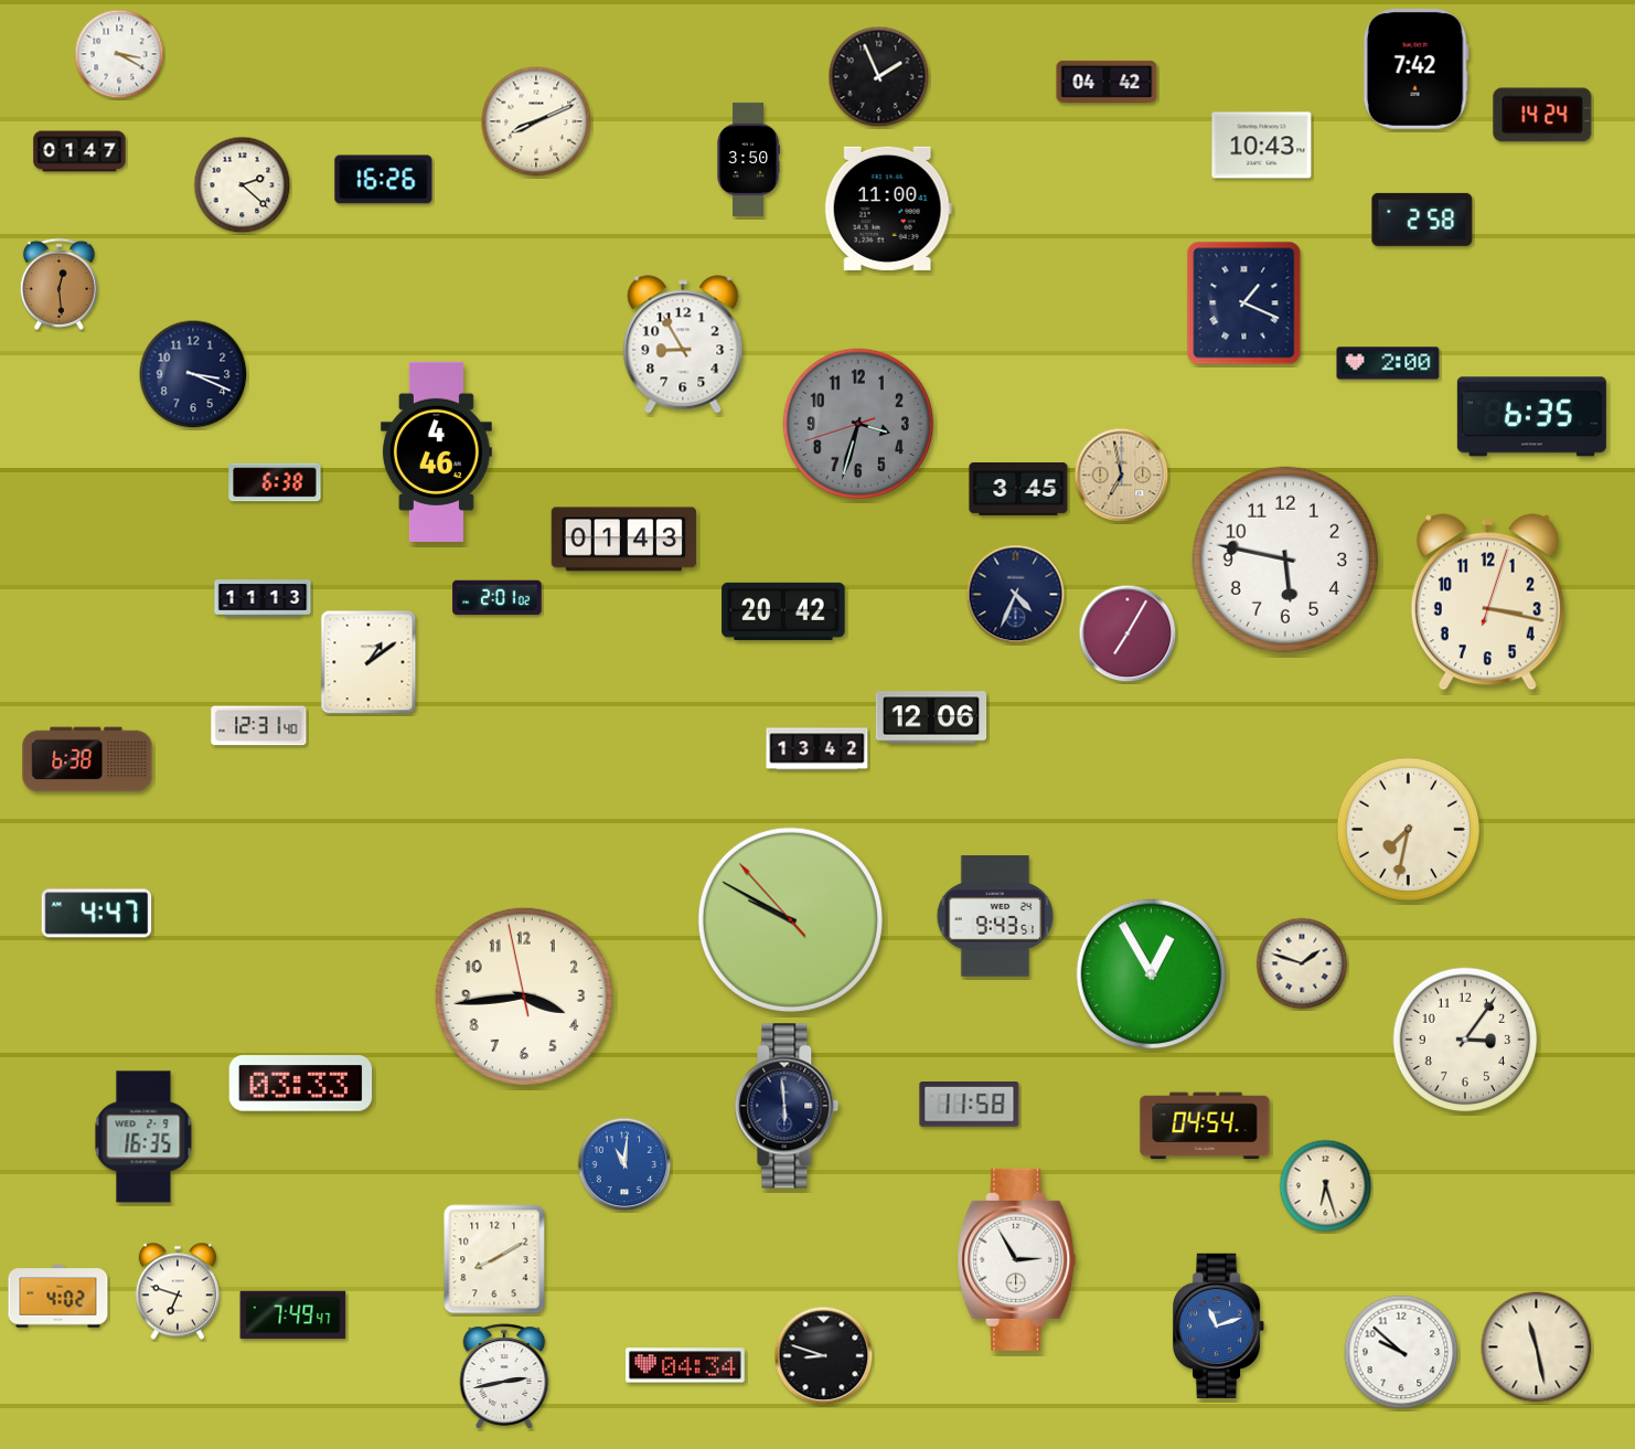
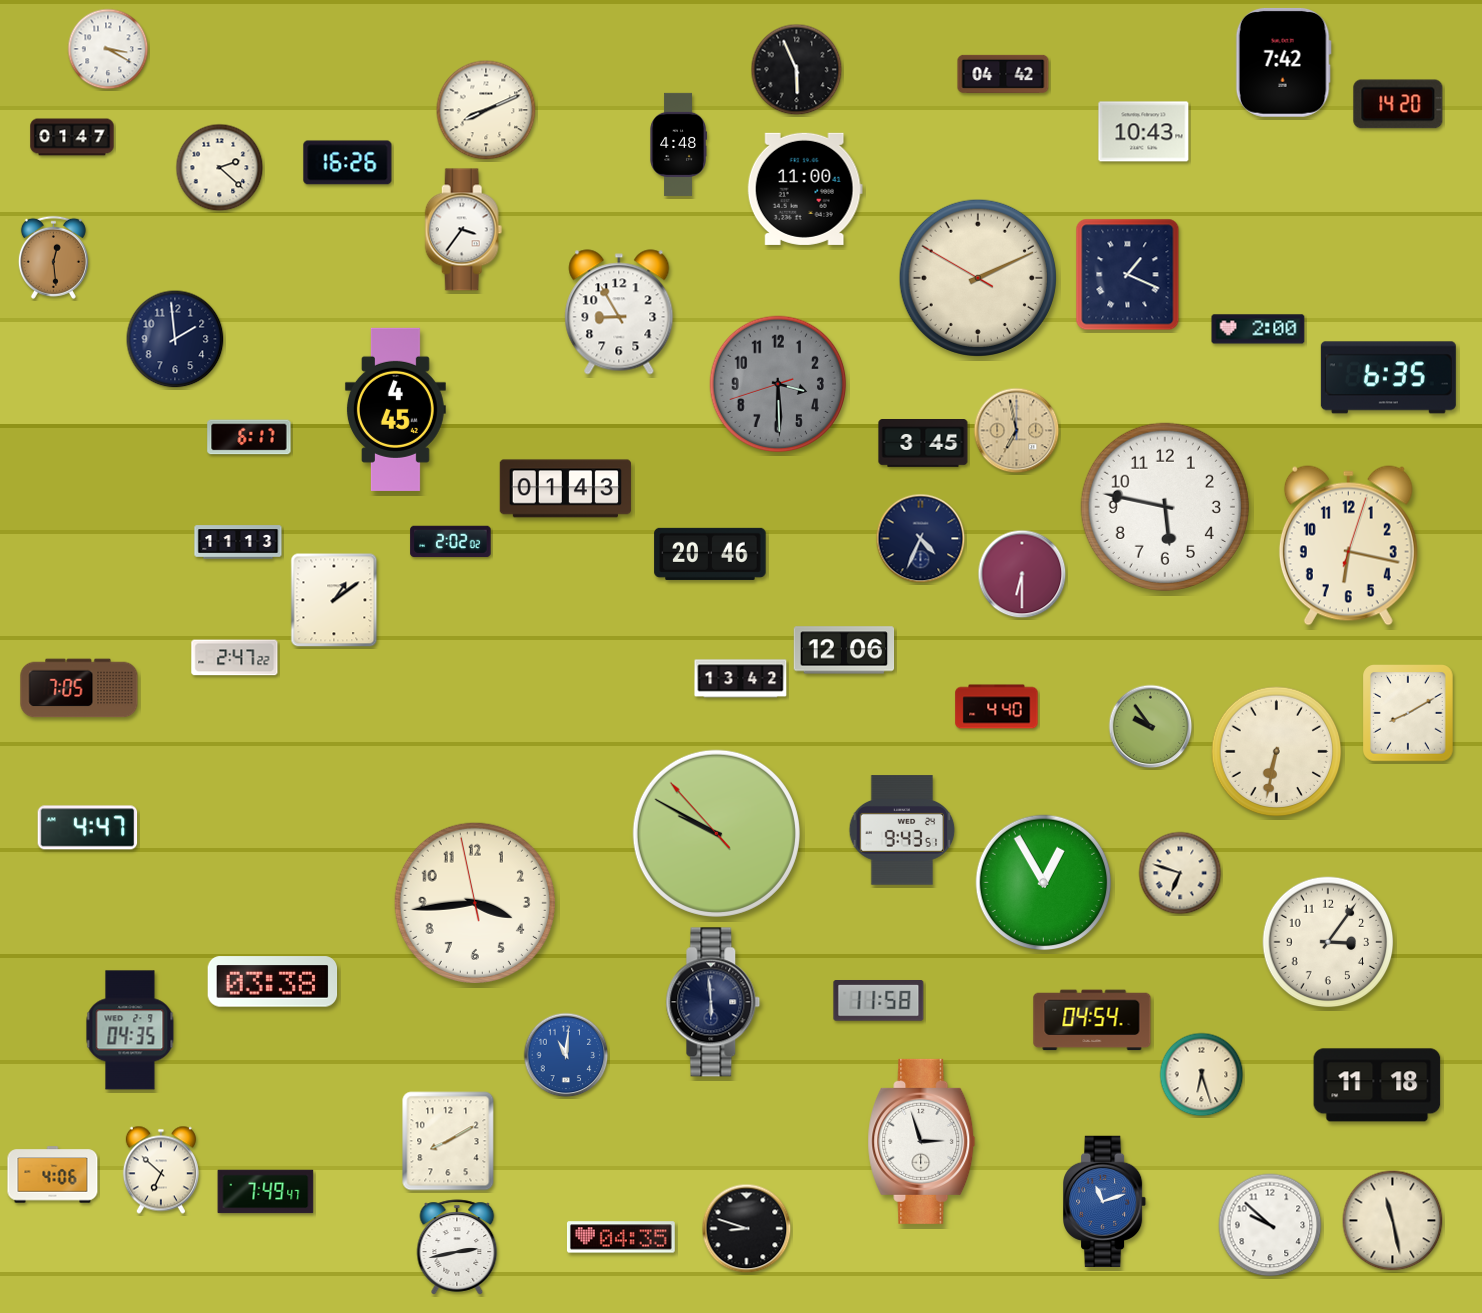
clock at (879, 77): 1:56 -> 5:56
clock at (1542, 115): 14:24 -> 14:20
clock at (748, 159): 3:50 -> 4:48
clock at (1422, 220): 2:58 -> none
clock at (464, 230): none -> 3:36
clock at (978, 278): none -> 2:10
clock at (193, 374): 3:19 -> 1:59
clock at (858, 424): 3:32 -> 3:29
clock at (436, 451): 4:46 -> 4:45
clock at (275, 482): 6:38 -> 6:17
clock at (498, 598): 2:01 -> 2:02
clock at (1487, 603): 3:17 -> 6:17
clock at (783, 611): 20:42 -> 20:46
clock at (1128, 633): 7:05 -> 6:30
clock at (259, 726): 12:31 -> 2:47
clock at (87, 759): 6:38 -> 7:05
clock at (997, 707): none -> 4:40
clock at (1409, 714): none -> 8:10
clock at (1151, 727): none -> 9:54
clock at (1409, 830): 7:32 -> 6:32
clock at (1302, 963): 1:48 -> 6:48
clock at (301, 1084): 03:33 -> 03:38
clock at (143, 1137): 16:35 -> 04:35
clock at (1377, 1085): none -> 11:18
clock at (1017, 1259): 2:55 -> 2:57
clock at (178, 1291): 6:48 -> 6:52
clock at (58, 1297): 4:02 -> 4:06
clock at (685, 1365): 04:34 -> 04:35
